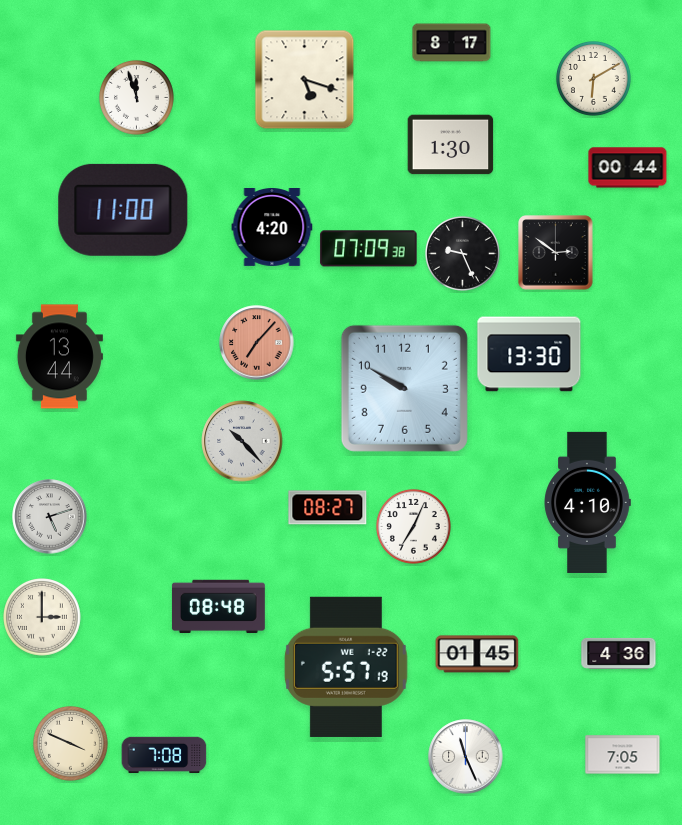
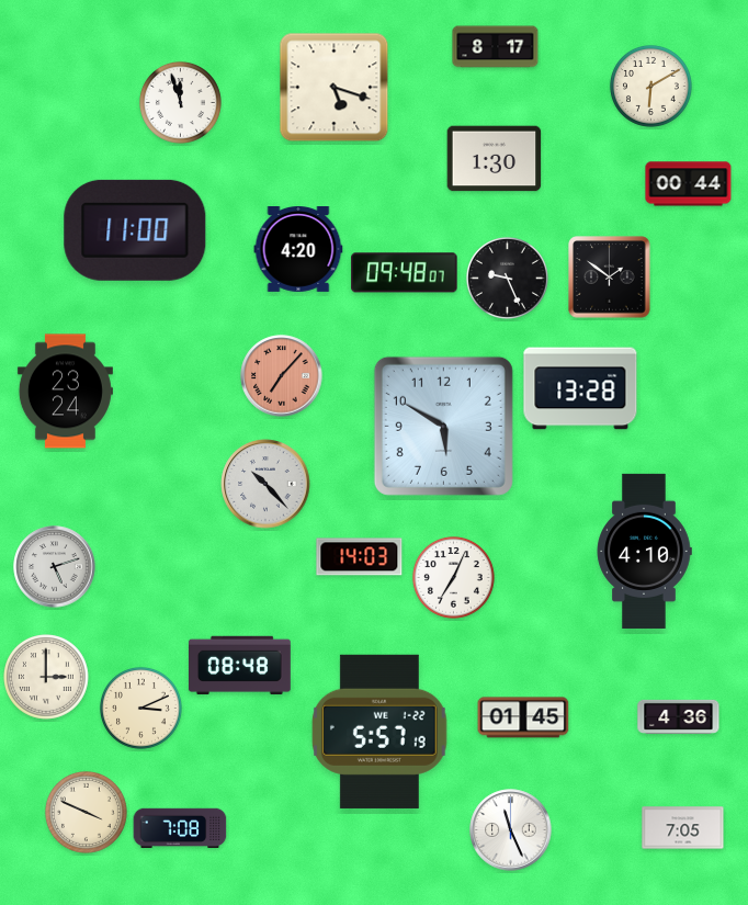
clock at (136, 97) position: (136, 97) -> (180, 102)
clock at (369, 249): 07:09 -> 09:48
clock at (556, 253): 2:51 -> 1:51
clock at (529, 354): 13:30 -> 13:28
clock at (59, 357): 13:44 -> 23:24
clock at (404, 388): 9:50 -> 5:50
clock at (328, 508): 08:27 -> 14:03
clock at (140, 708): none -> 3:11
clock at (70, 743) position: (70, 743) -> (86, 812)
